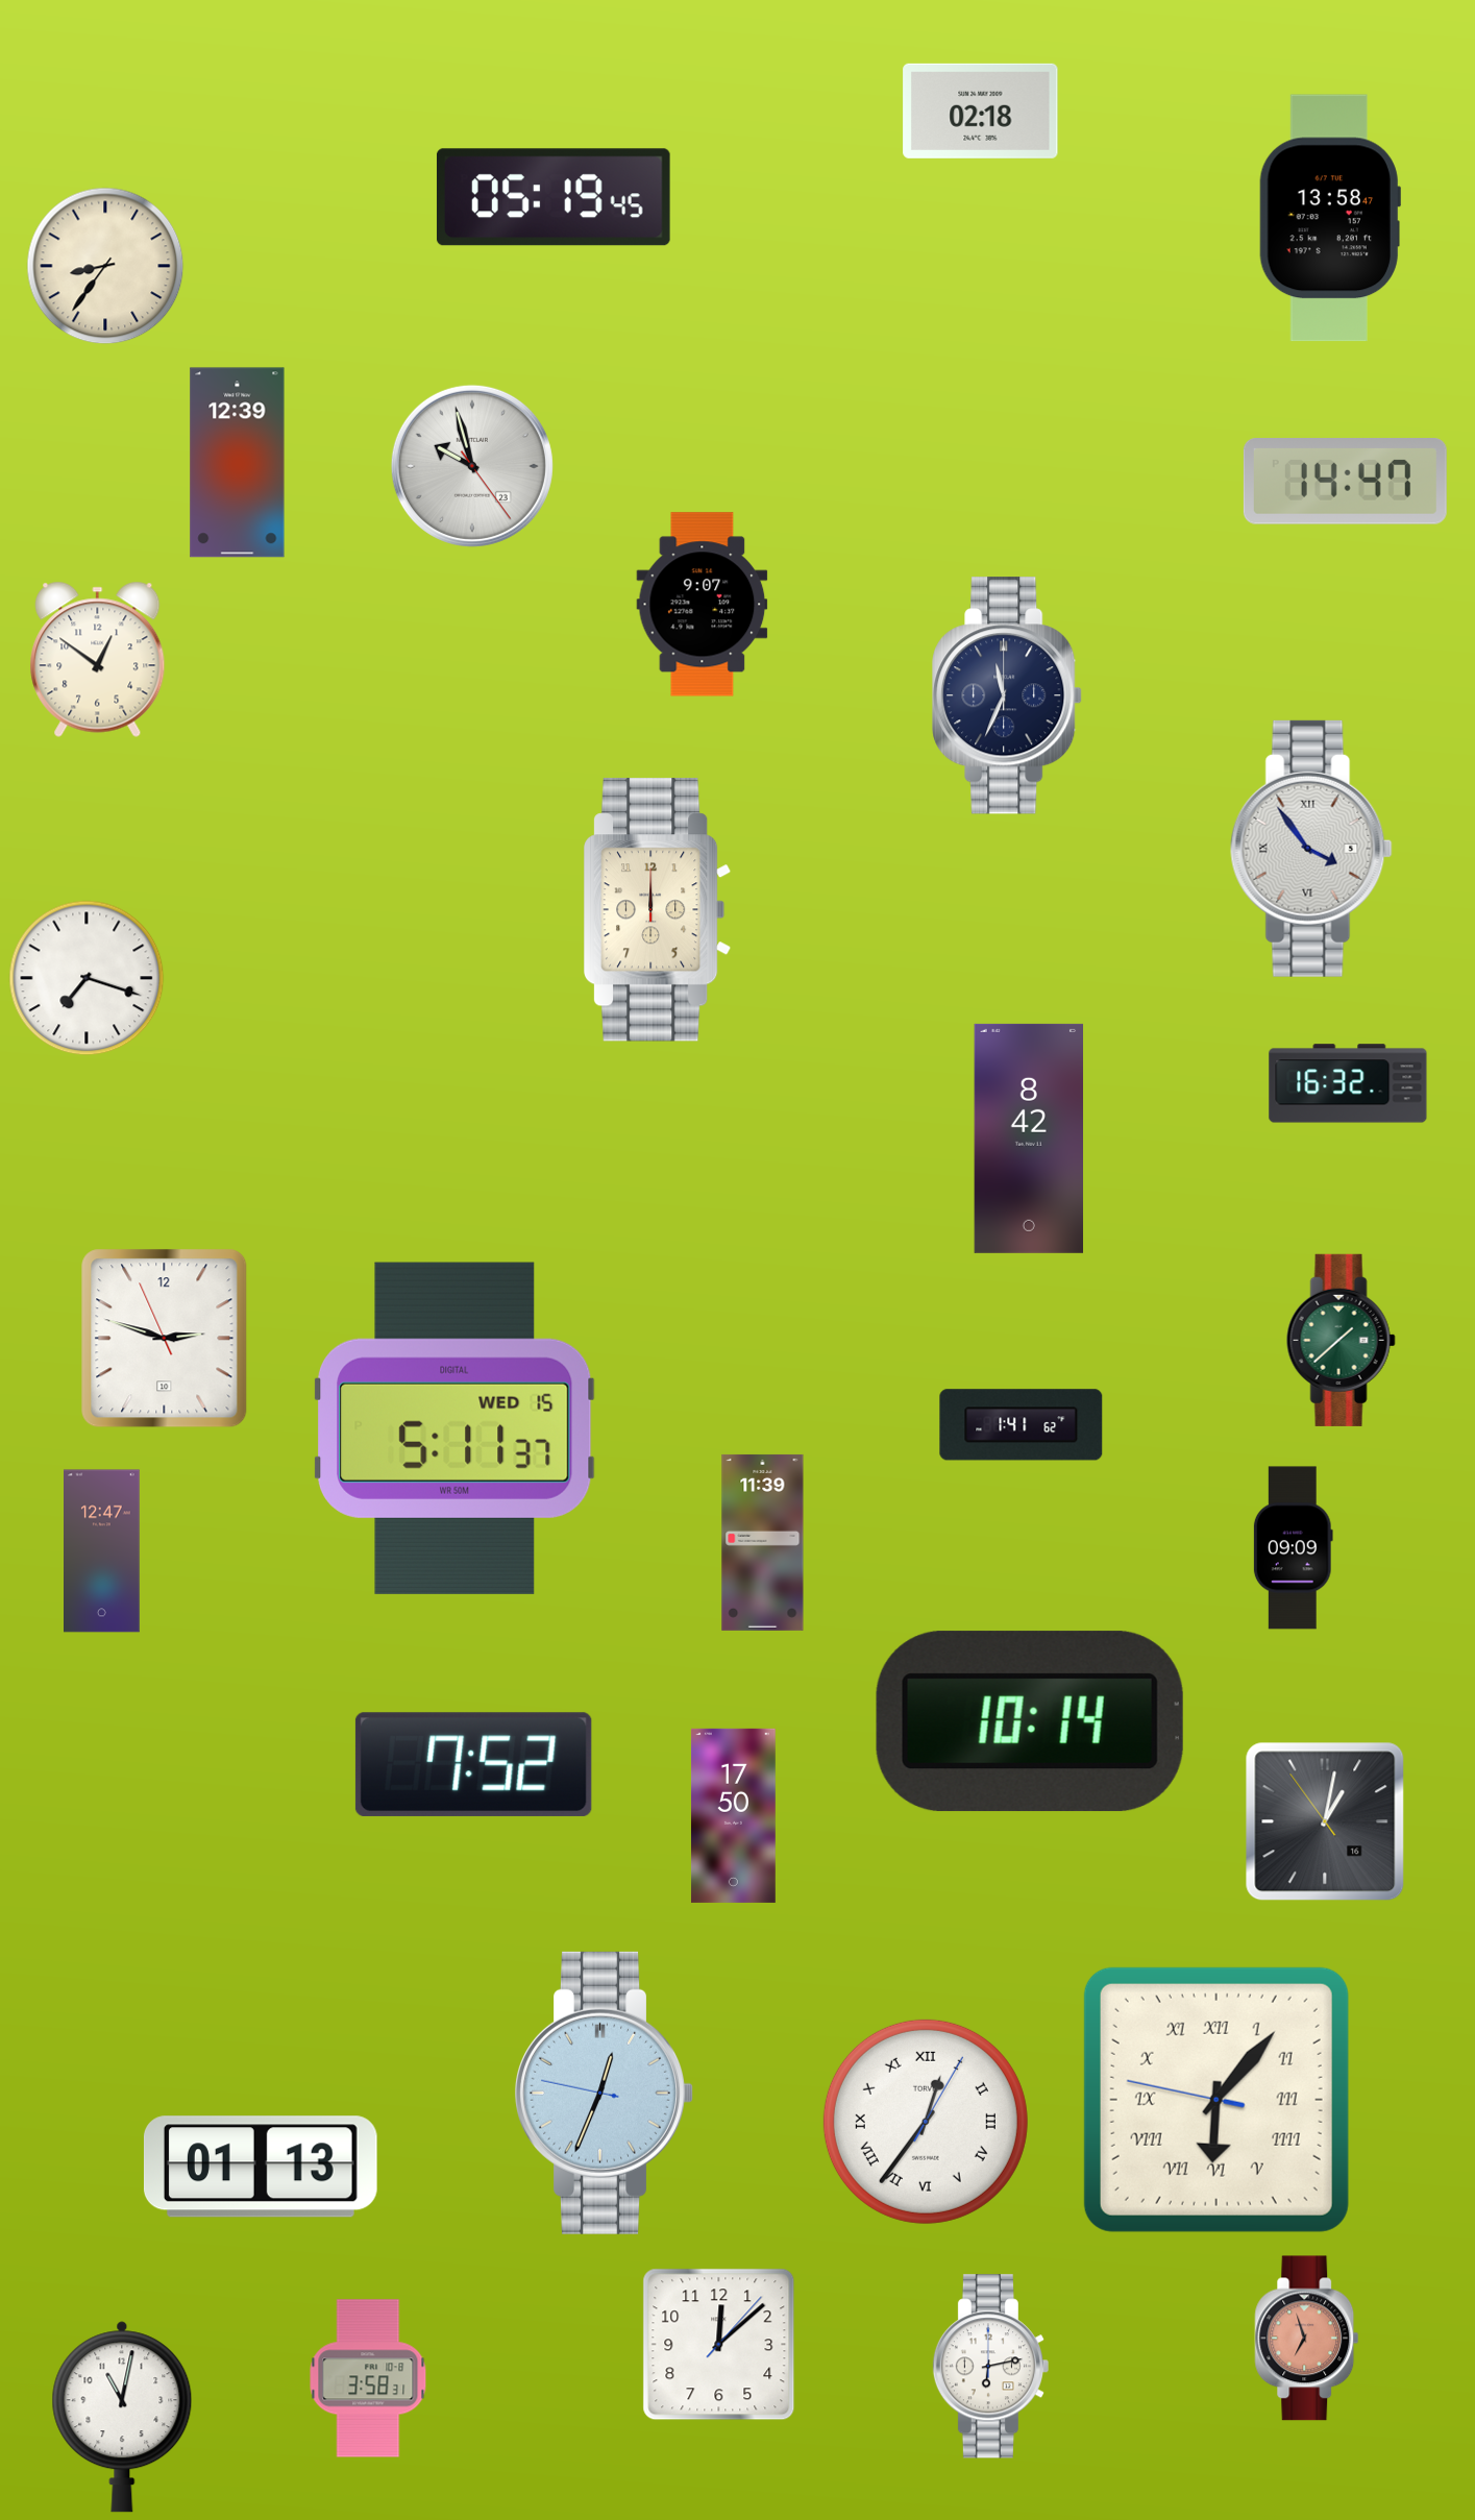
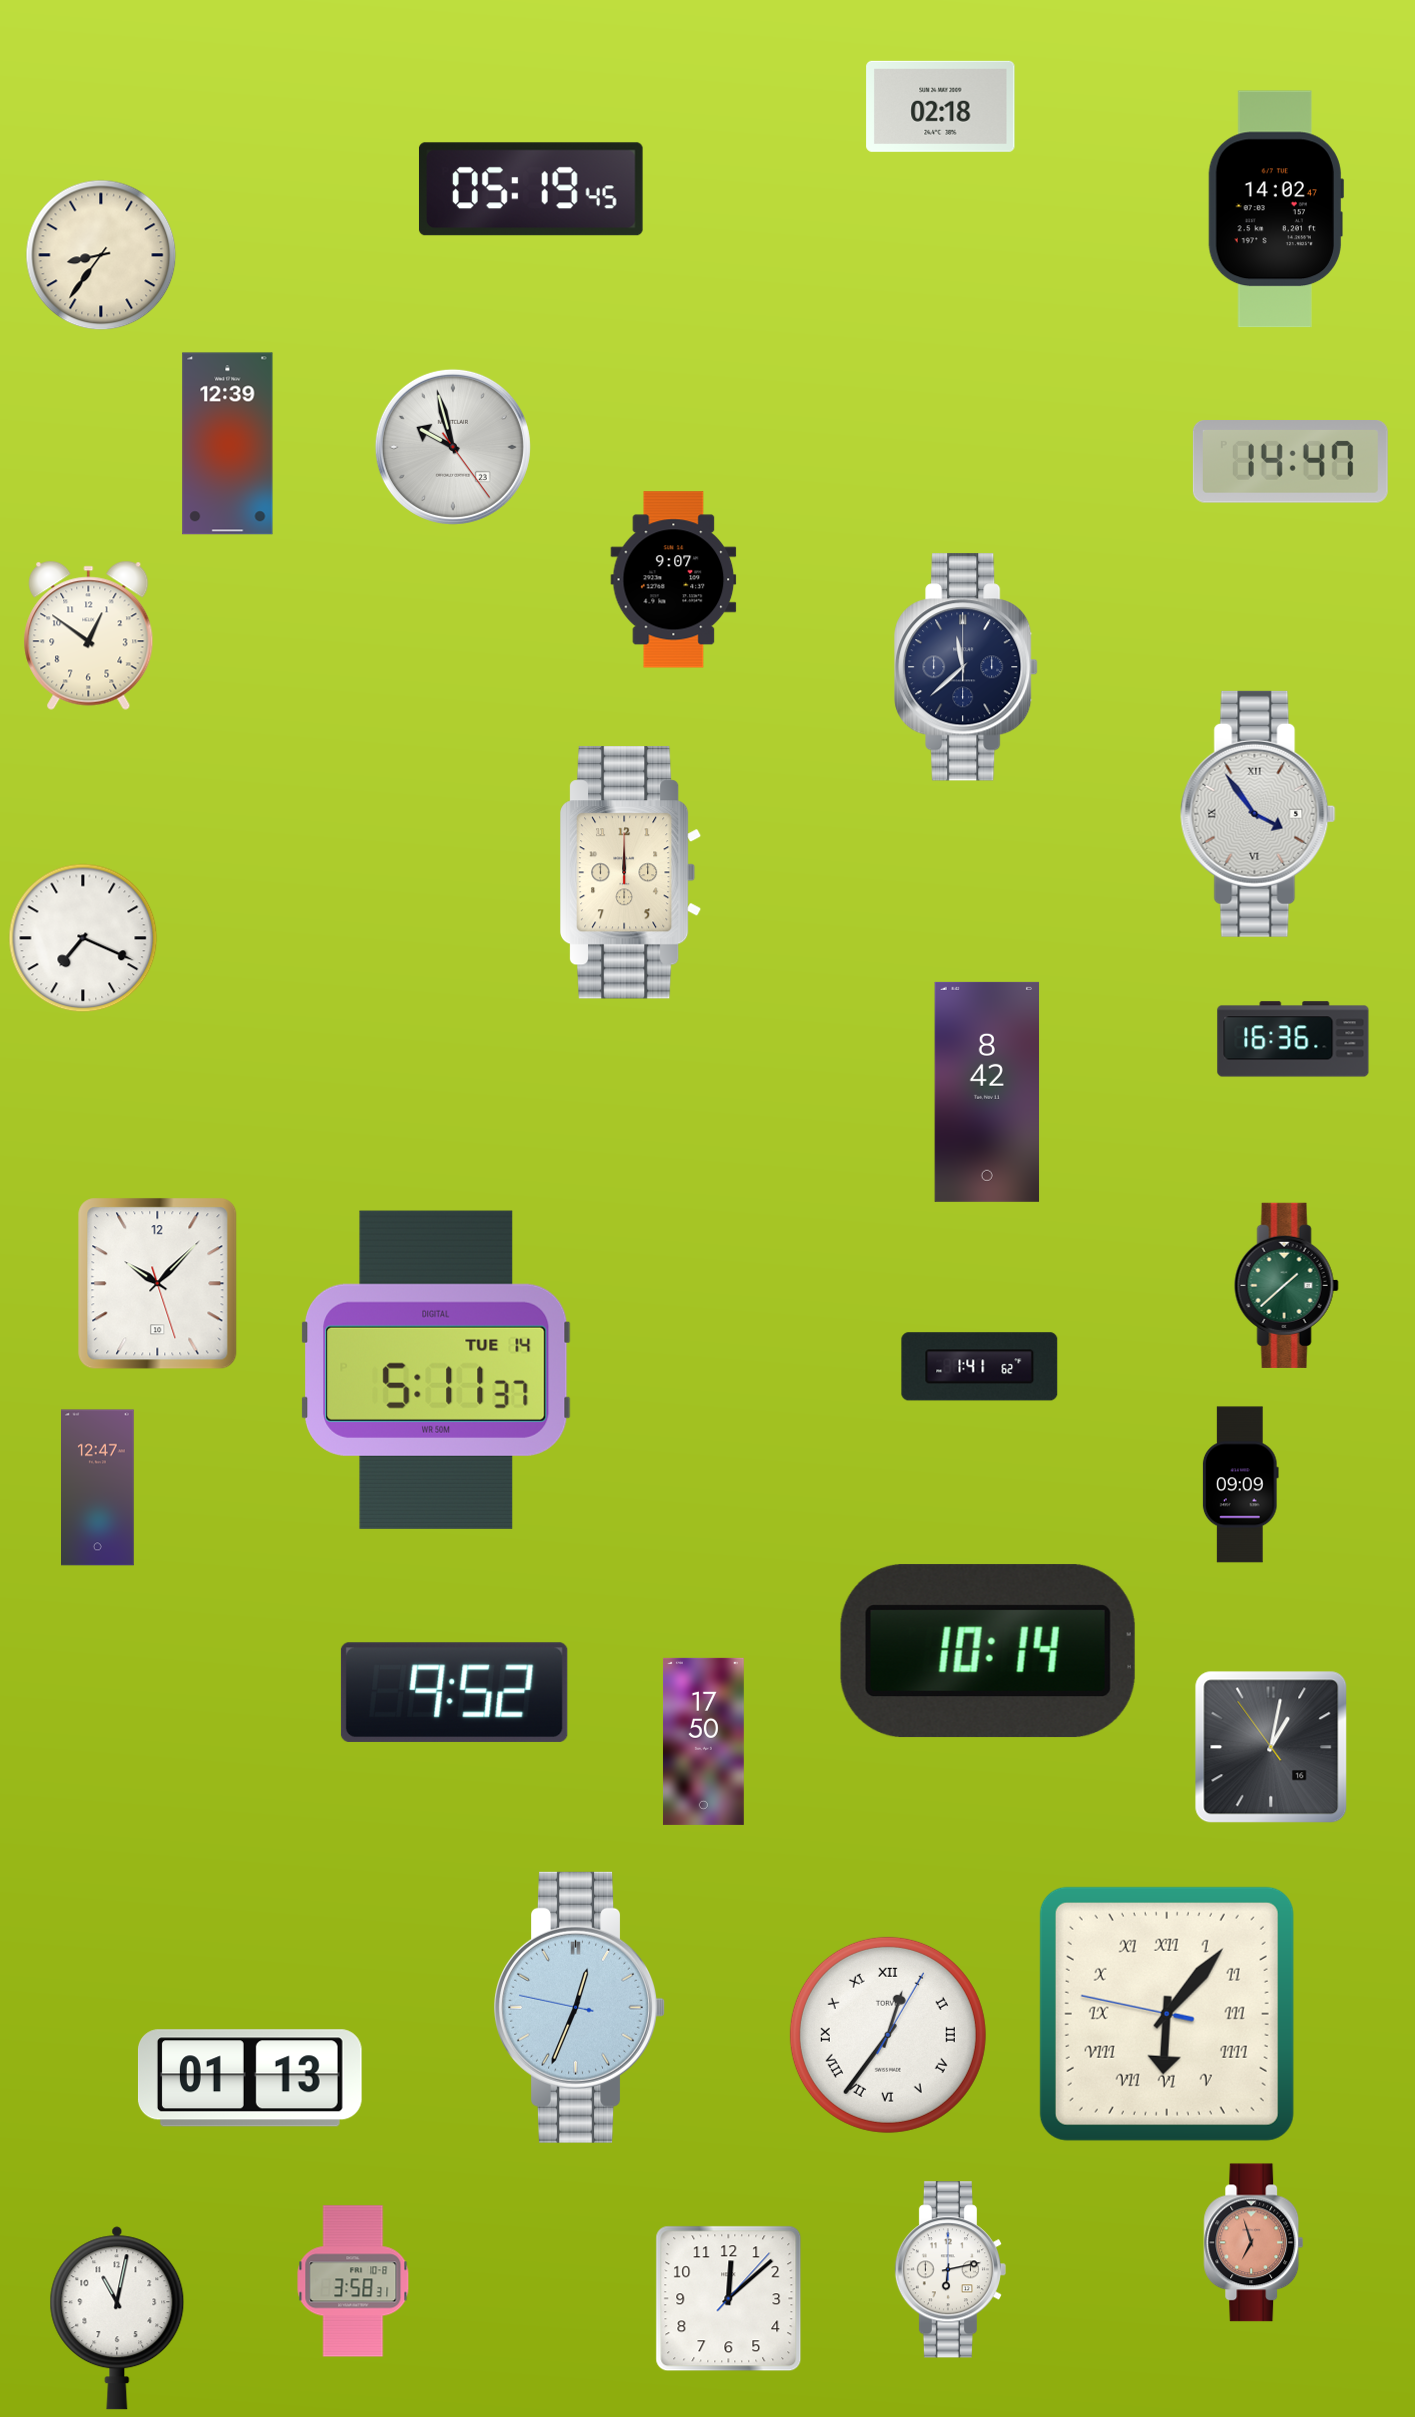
clock at (1330, 218): 13:58 -> 14:02
clock at (98, 659) position: (98, 659) -> (89, 635)
clock at (1007, 695): 11:34 -> 11:38
clock at (87, 978): 7:18 -> 7:19
clock at (1348, 1083): 16:32 -> 16:36
clock at (165, 1339): 2:47 -> 10:07
clock at (454, 1428) date: WED 15 -> TUE 14
clock at (763, 1542): 11:39 -> none
clock at (473, 1764): 7:52 -> 9:52
clock at (719, 2345) position: (719, 2345) -> (729, 2299)
